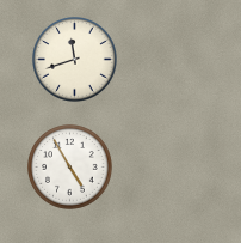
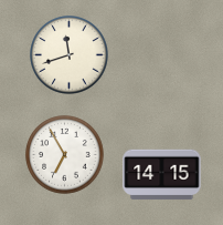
clock at (70, 168): 4:55 -> 6:55
clock at (162, 175): none -> 14:15
